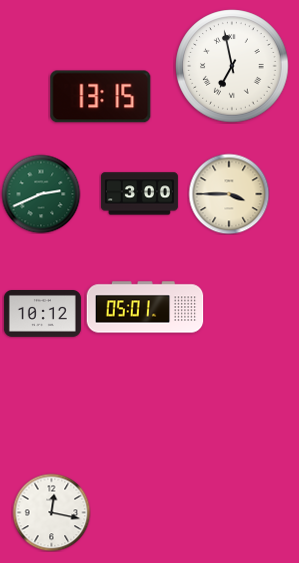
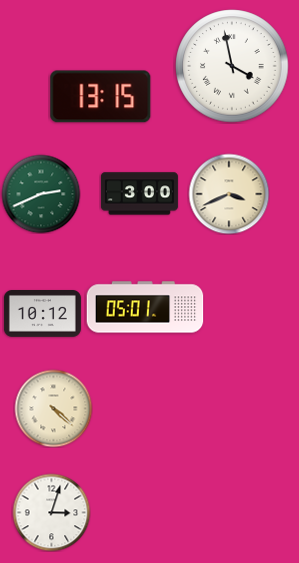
clock at (232, 66): 6:58 -> 3:58
clock at (229, 194): 3:45 -> 3:41
clock at (53, 408): none -> 4:22
clock at (51, 512): 12:17 -> 3:03
